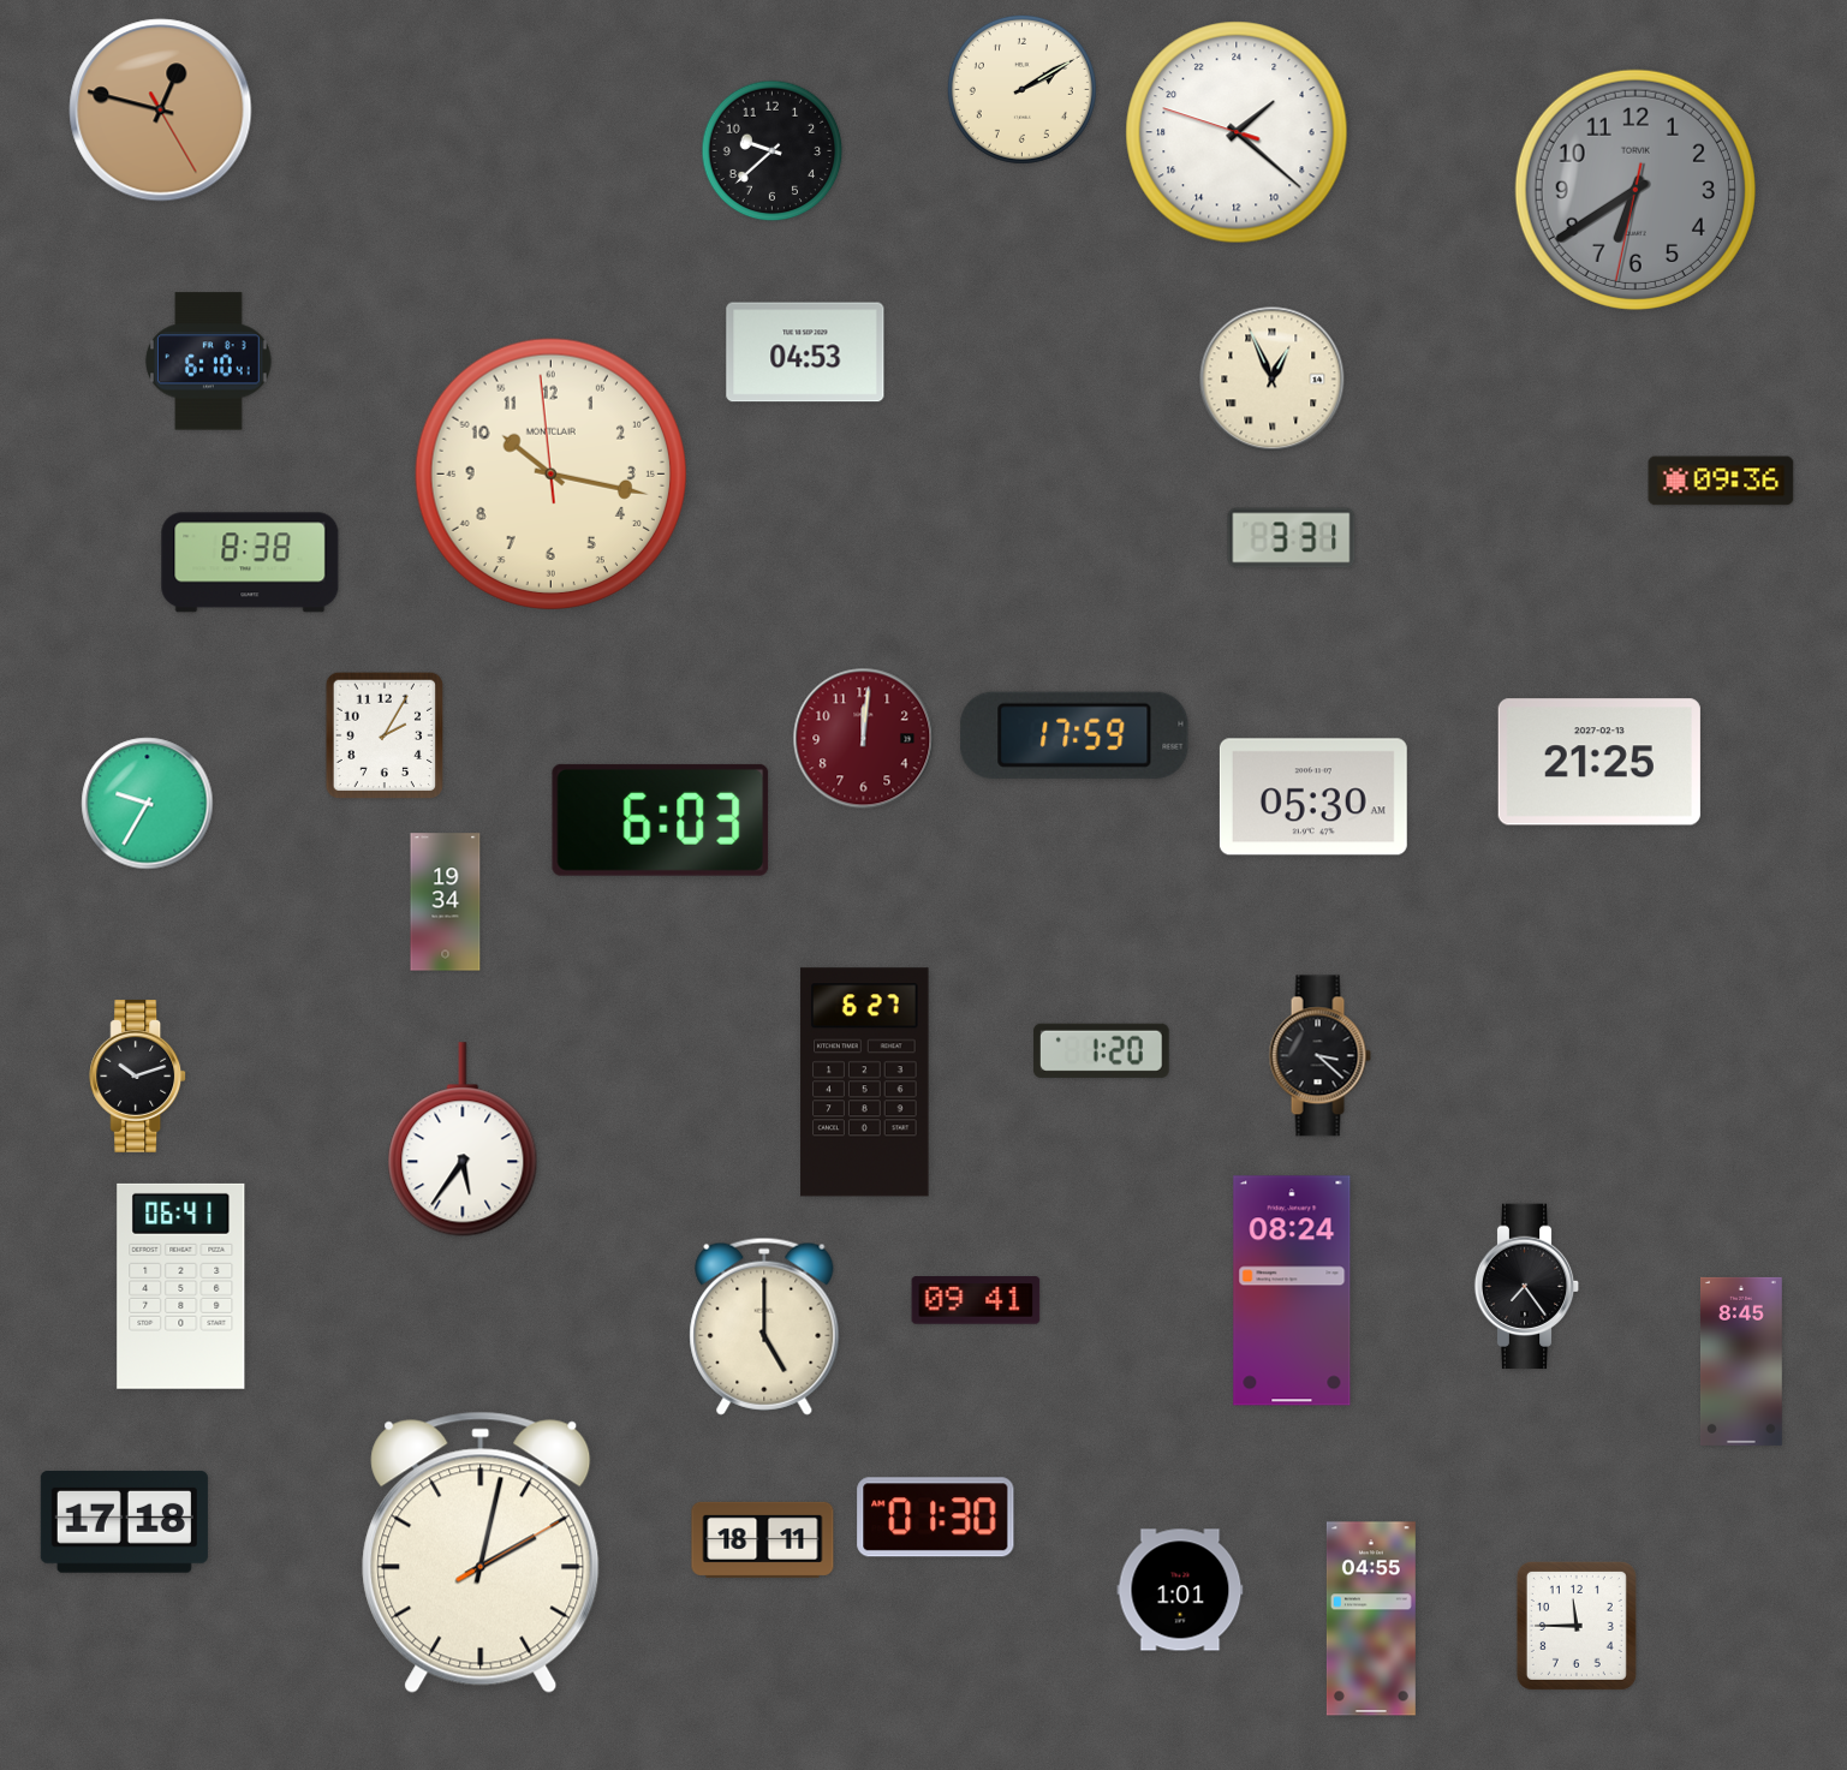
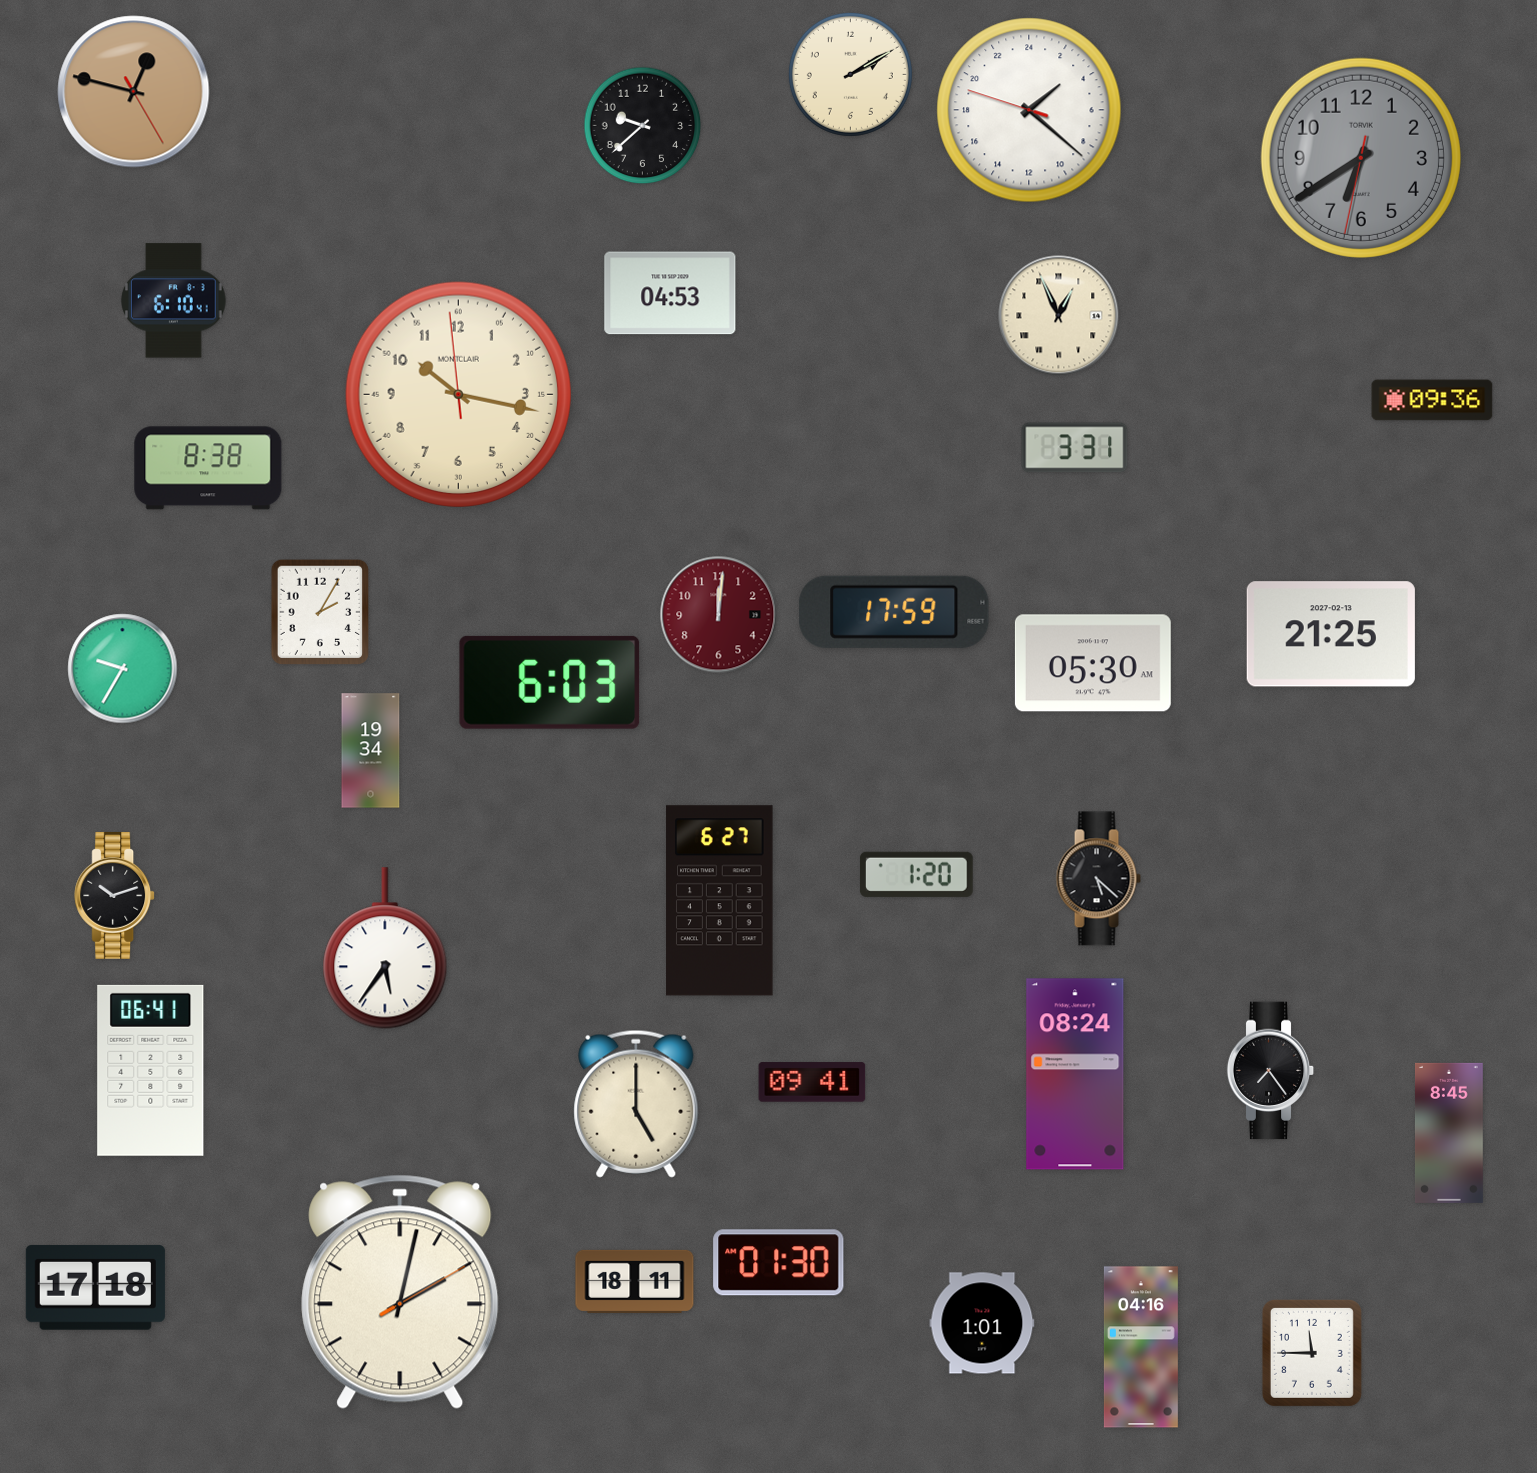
clock at (1319, 1056): 3:22 -> 5:22
clock at (124, 1521) position: (124, 1521) -> (95, 1287)
clock at (1371, 1619): 04:55 -> 04:16
